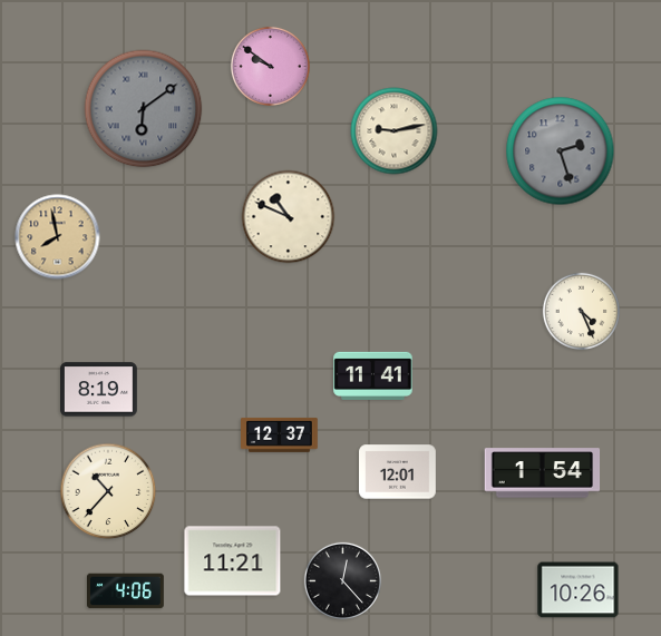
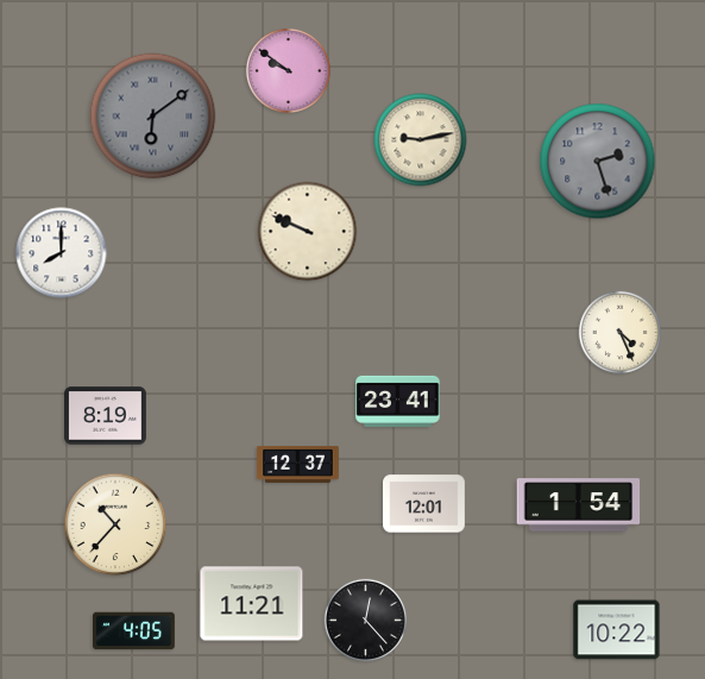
clock at (289, 217): 10:49 -> 9:49
clock at (58, 237): 7:58 -> 8:00
clock at (58, 237) dial: champagne -> white
clock at (373, 375): 11:41 -> 23:41
clock at (233, 561) position: (233, 561) -> (252, 604)
clock at (579, 590): 10:26 -> 10:22
clock at (126, 591): 4:06 -> 4:05
